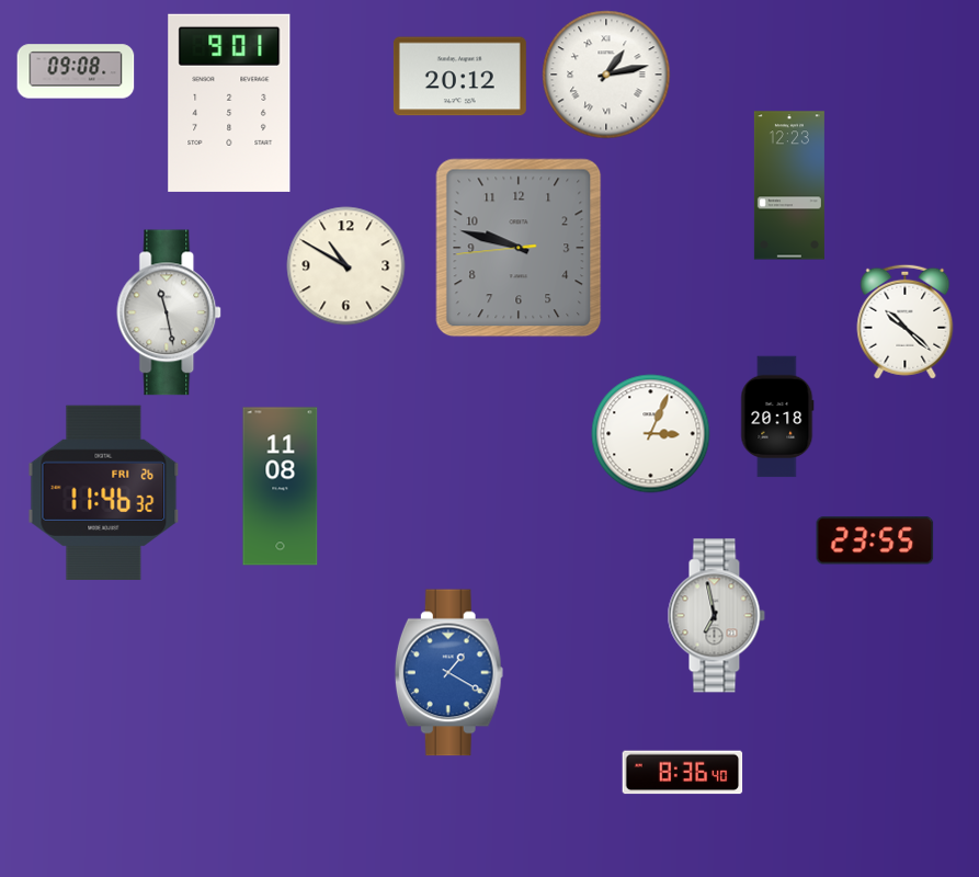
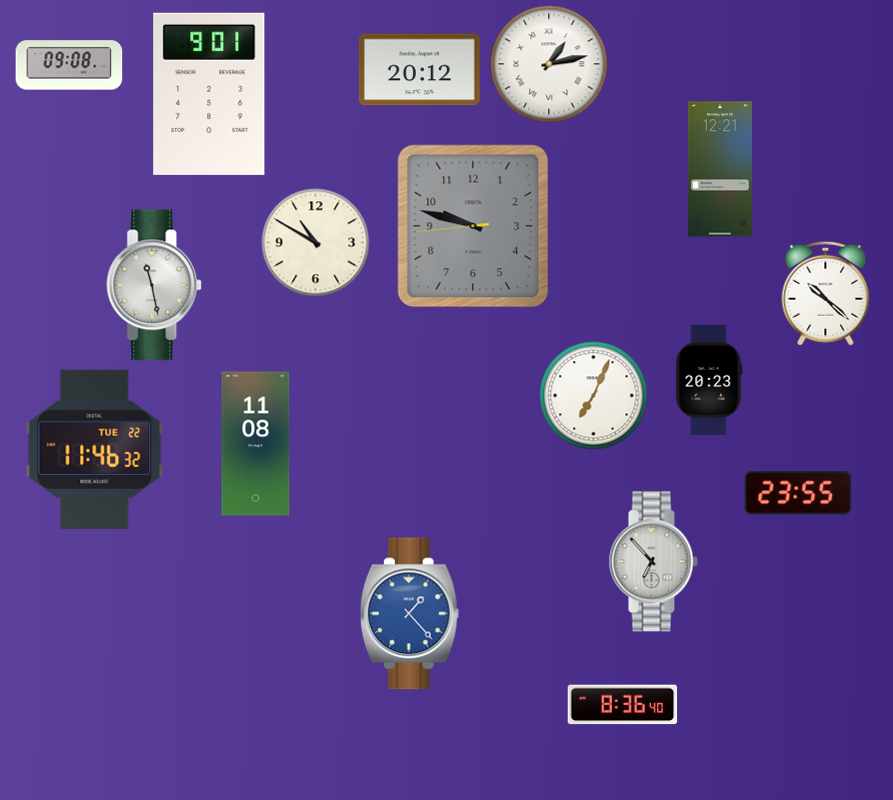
clock at (606, 75) position: (606, 75) -> (549, 64)
clock at (789, 185): 12:23 -> 12:21
clock at (777, 417): 20:18 -> 20:23
clock at (651, 434): 3:04 -> 7:04
clock at (104, 492) date: FRI 26 -> TUE 22
clock at (716, 616): 6:58 -> 6:53
clock at (448, 673): 1:20 -> 1:23
